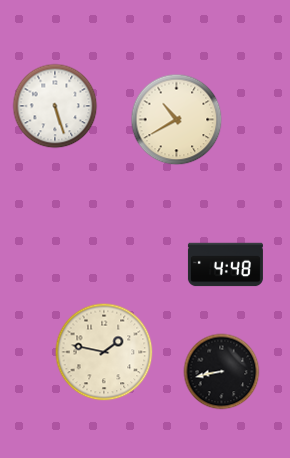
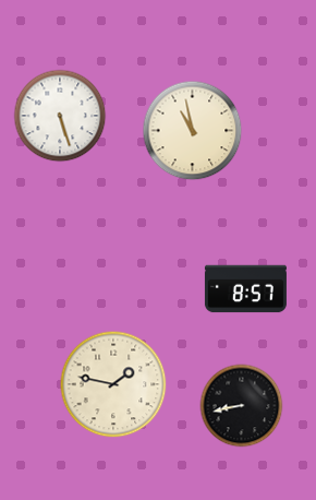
clock at (177, 120): 10:40 -> 10:58
clock at (225, 265): 4:48 -> 8:57
